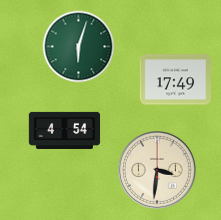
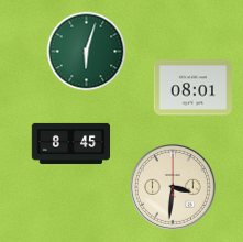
clock at (175, 80): 17:49 -> 08:01
clock at (65, 130): 4:54 -> 8:45
